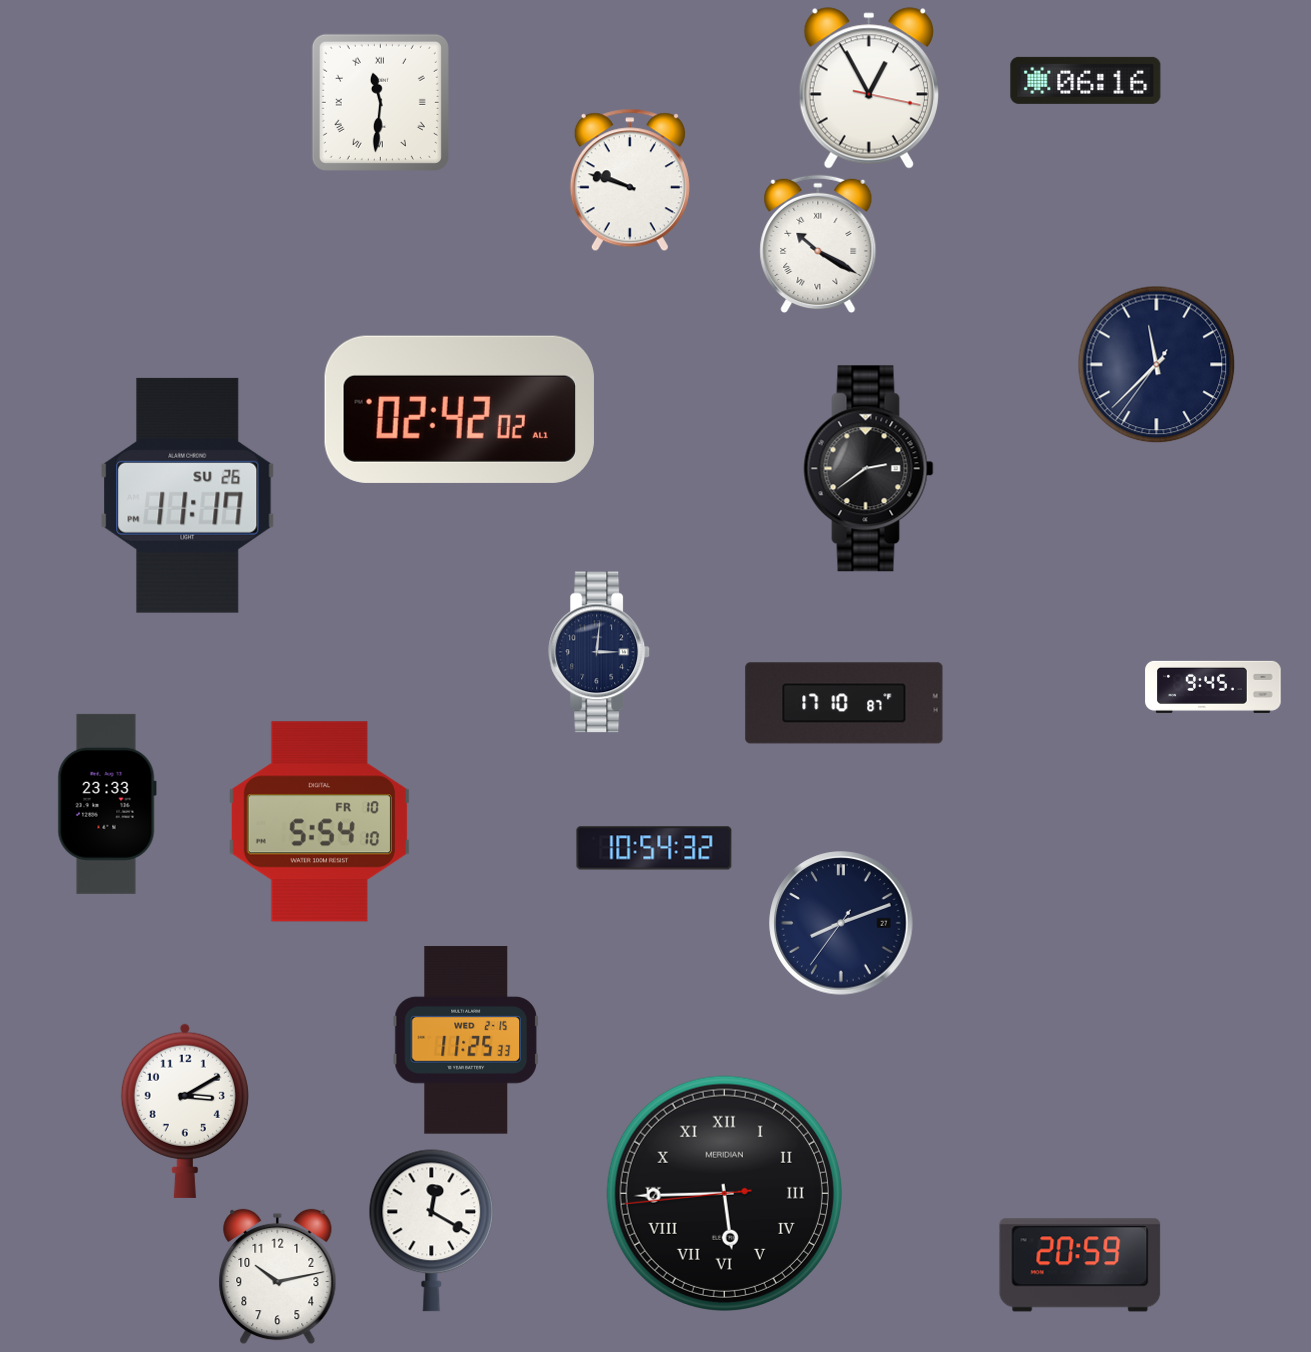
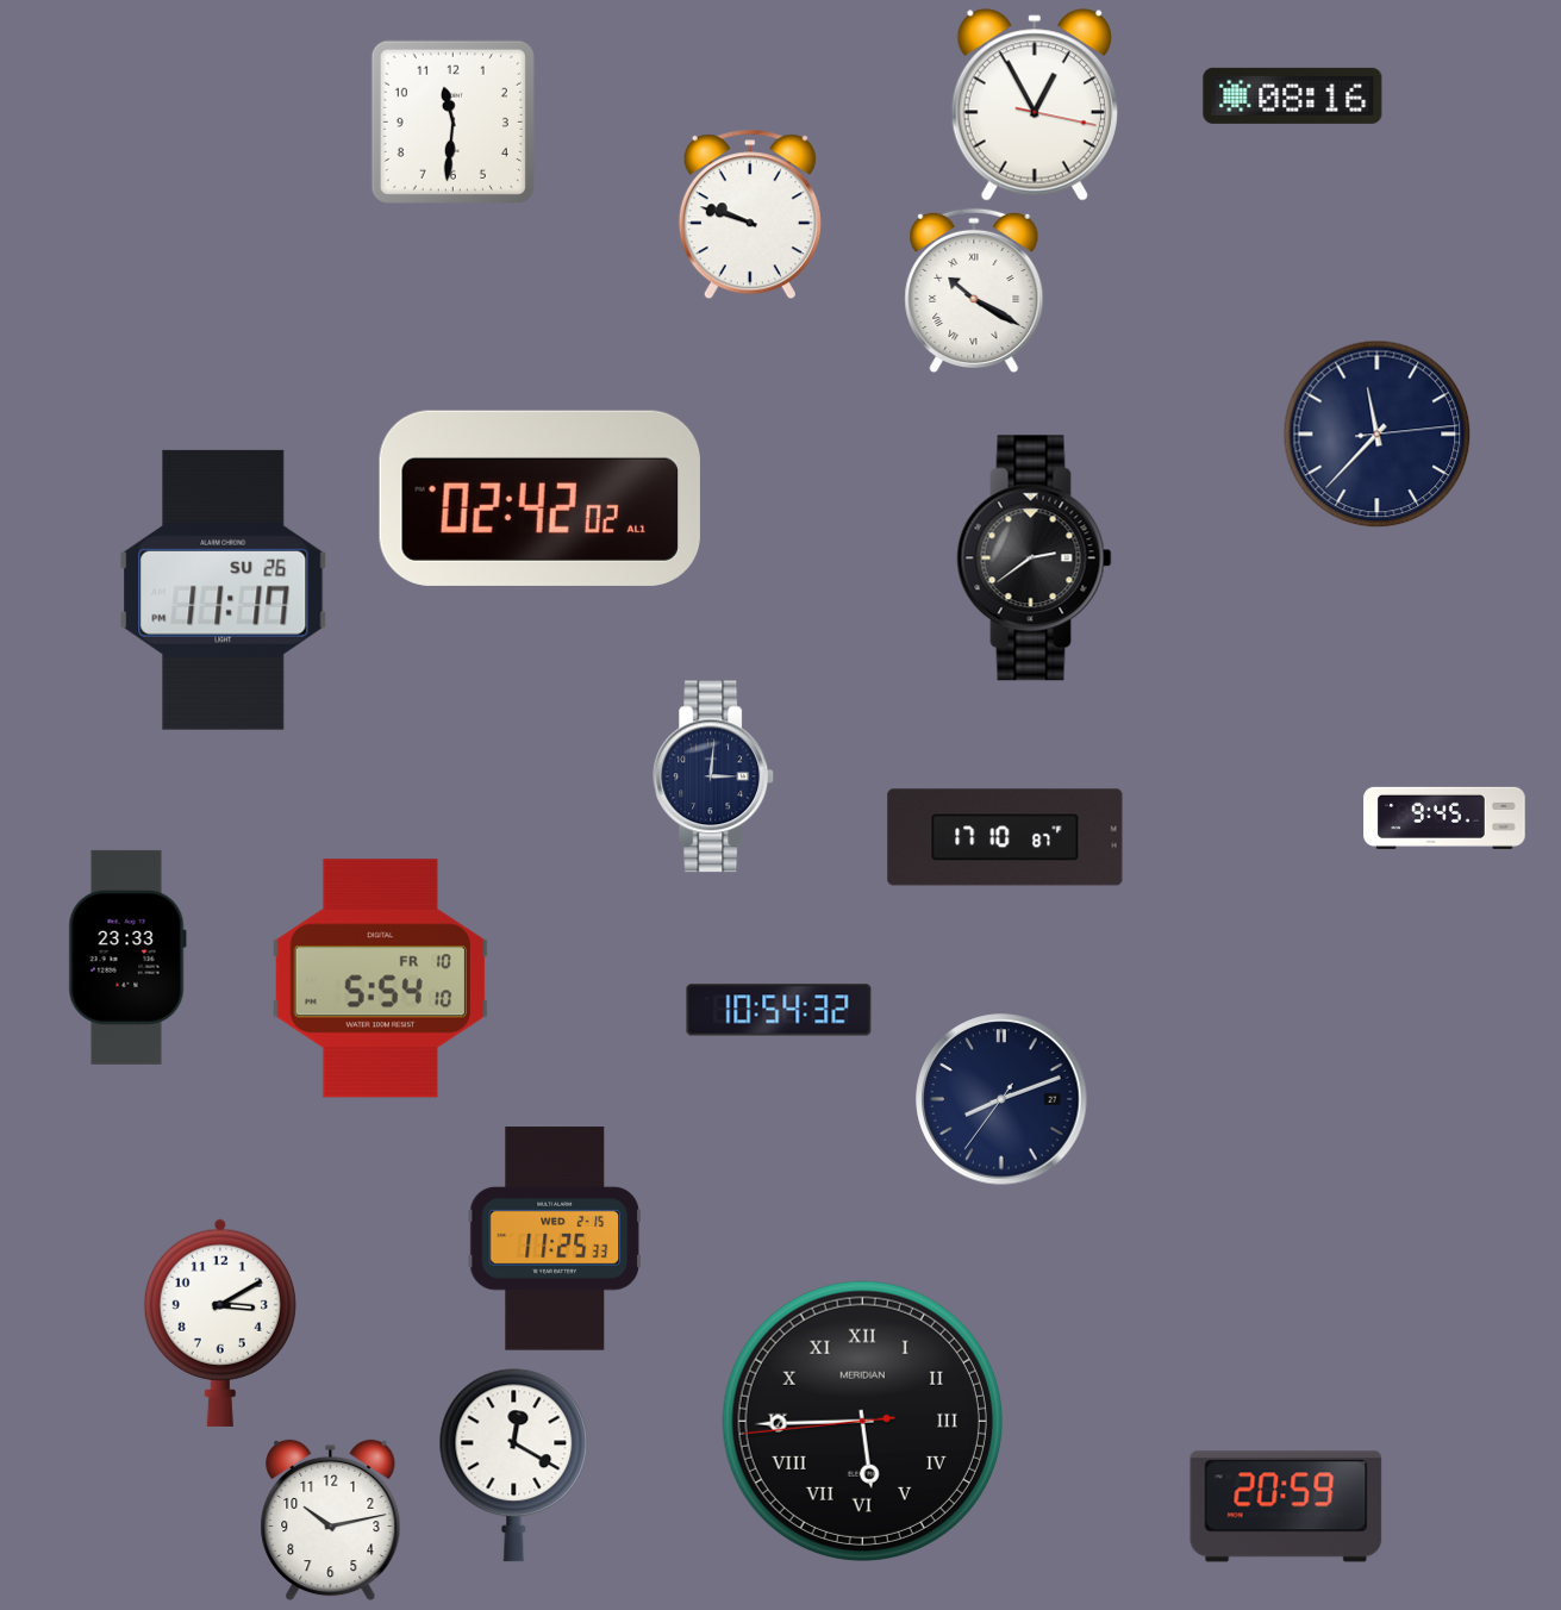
clock at (1086, 80): 06:16 -> 08:16
clock at (380, 102) numerals: Roman -> Arabic
clock at (1157, 365): 11:37:36 -> 11:37:14
clock at (459, 409) position: (459, 409) -> (539, 498)
